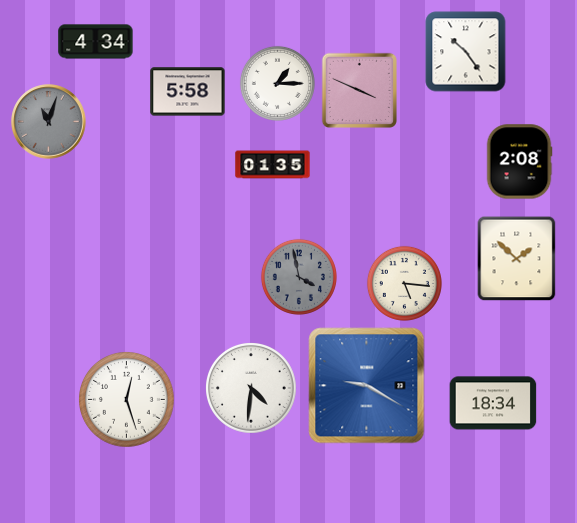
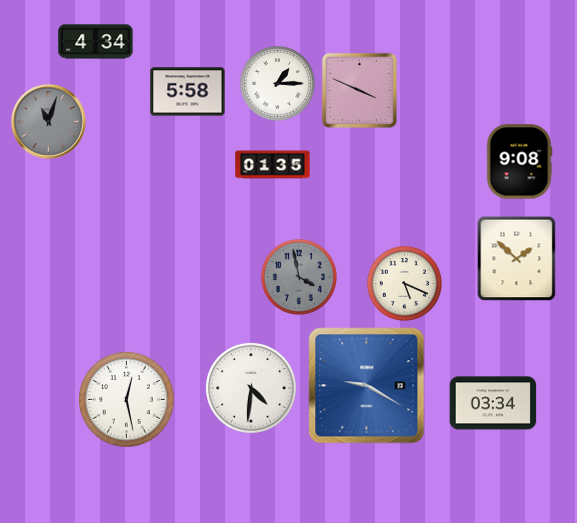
clock at (466, 52): 10:24 -> none
clock at (519, 162): 2:08 -> 9:08
clock at (404, 283): 5:16 -> 5:19
clock at (127, 400): 12:27 -> 12:28
clock at (493, 403): 18:34 -> 03:34
